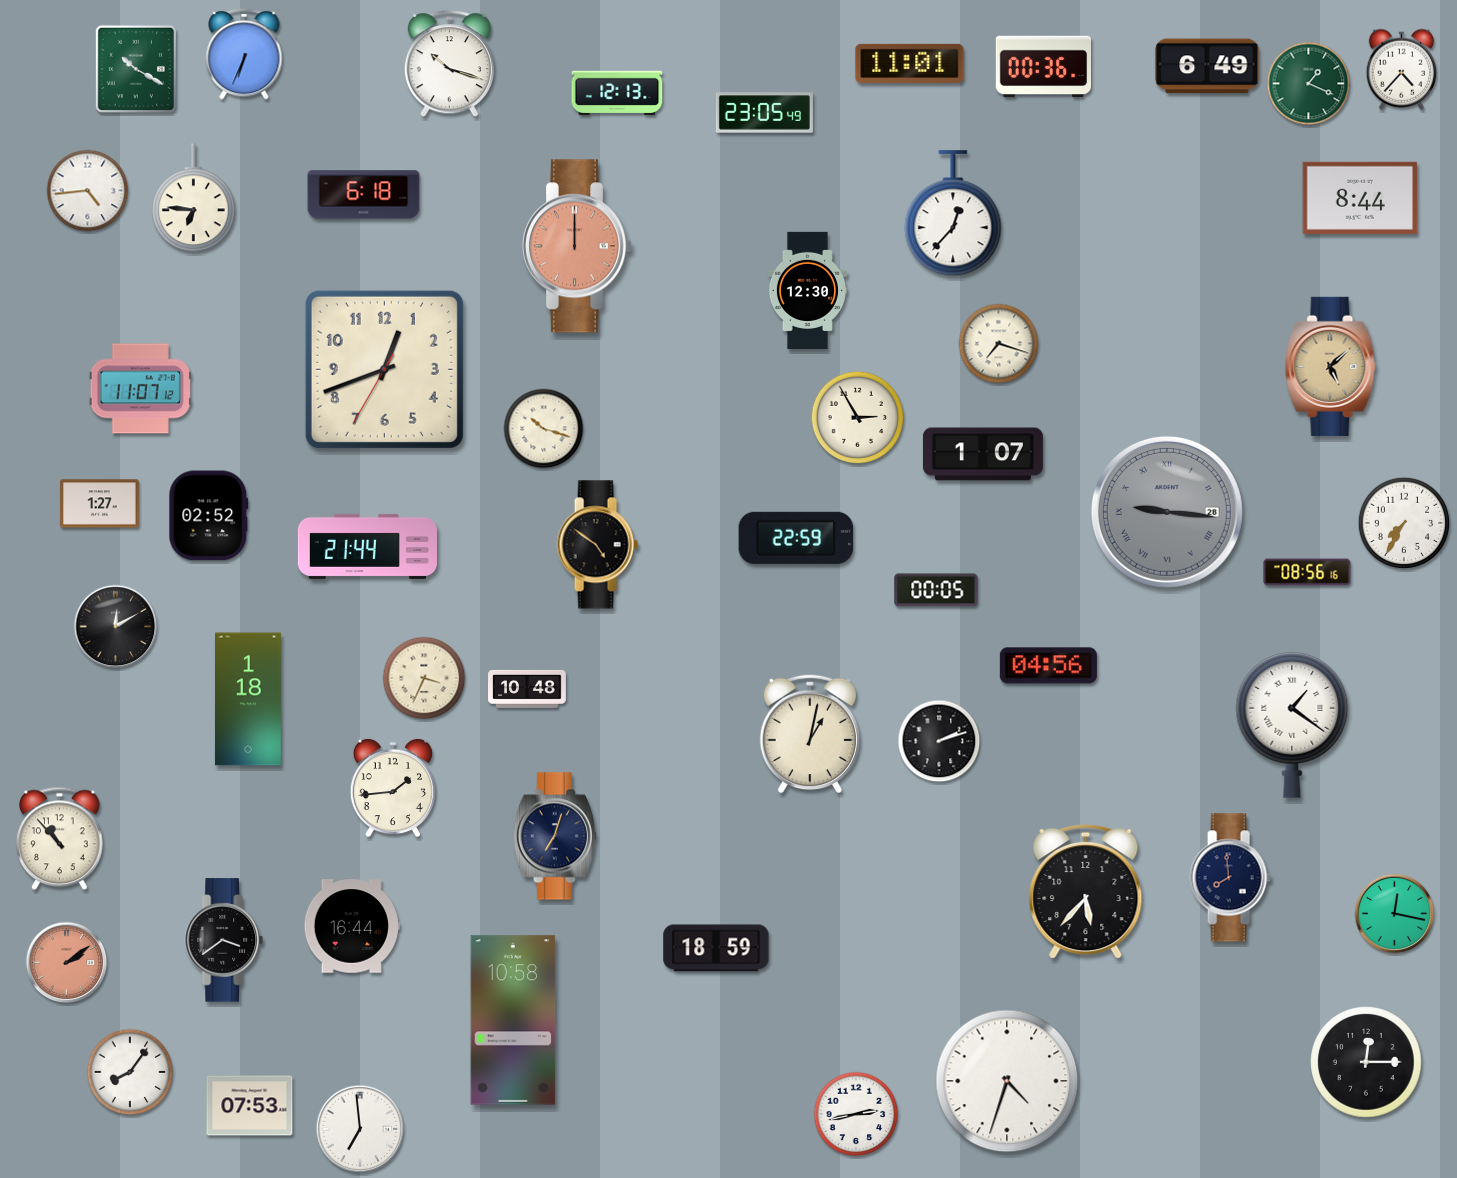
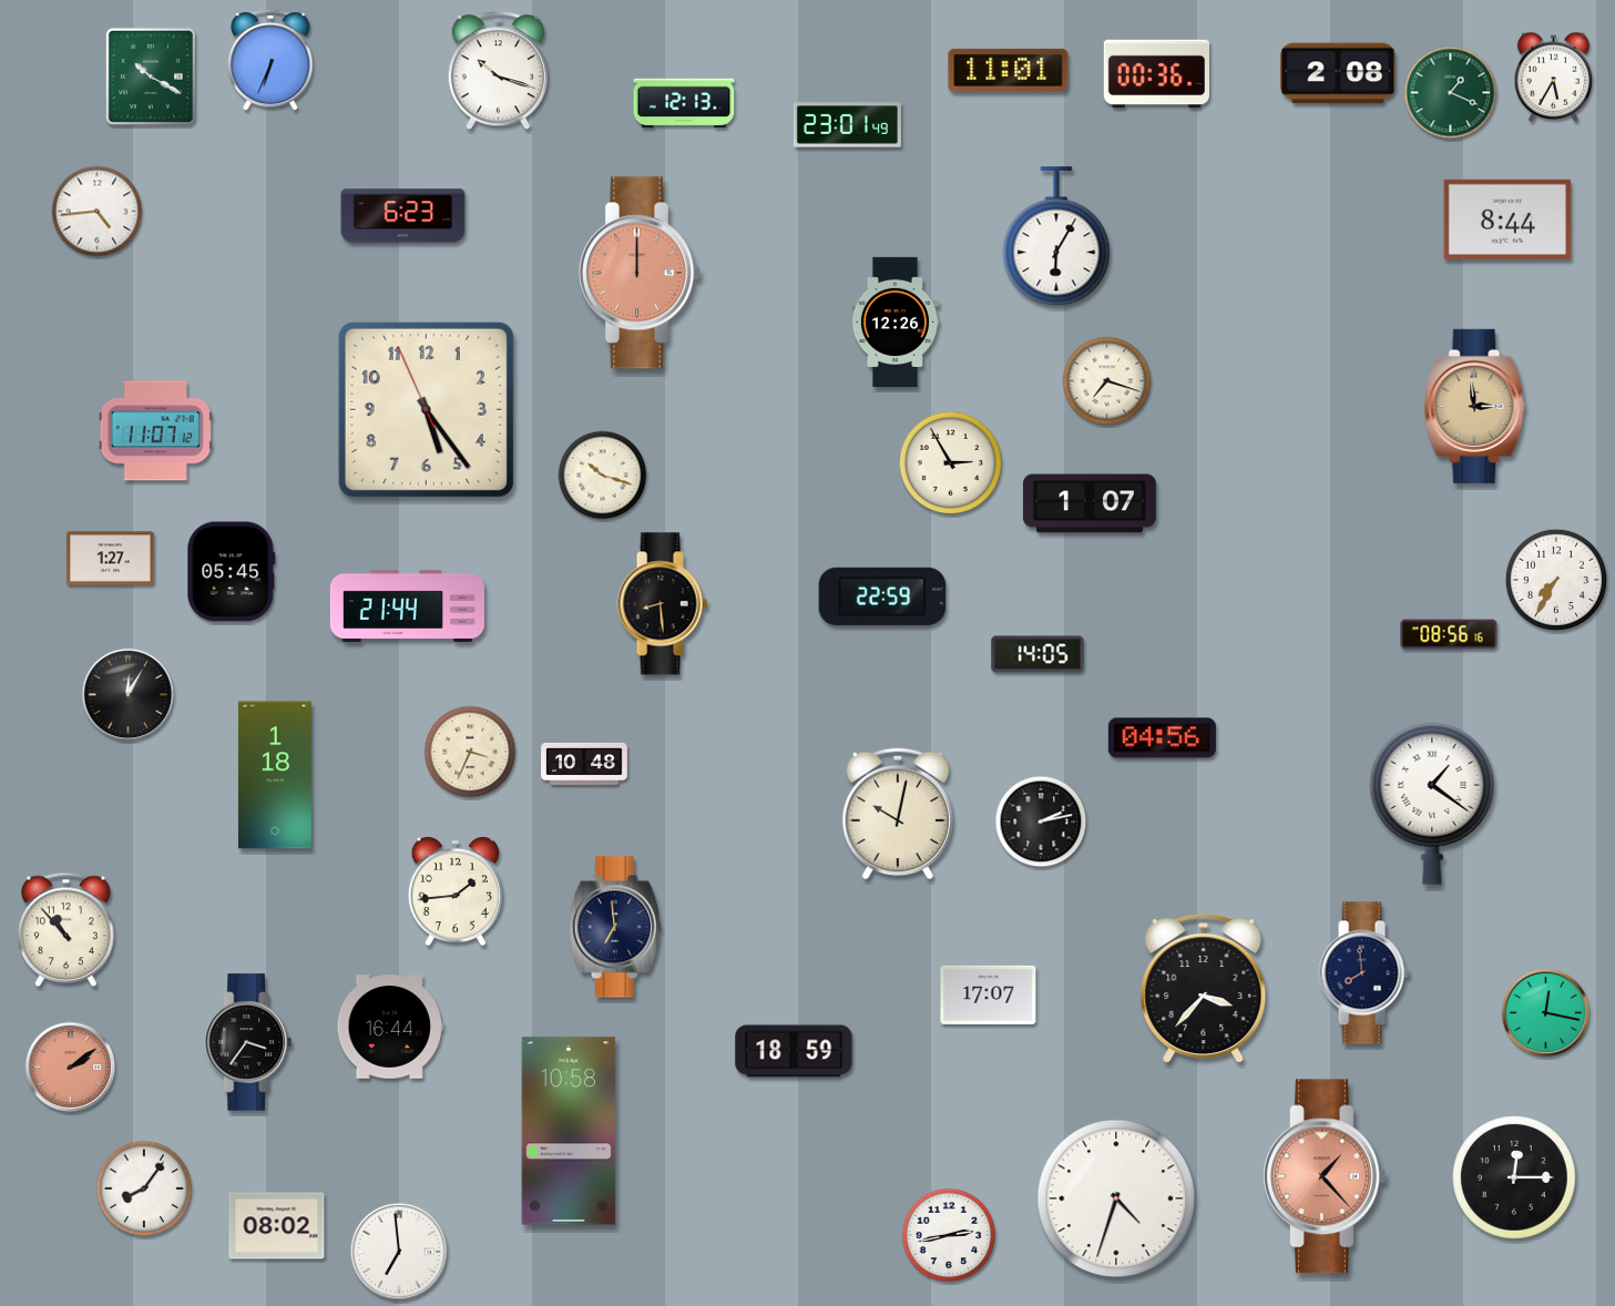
clock at (1207, 66): 6:49 -> 2:08
clock at (1402, 69): 4:37 -> 5:35
clock at (764, 113): 23:05 -> 23:01
clock at (364, 195): 6:18 -> 6:23
clock at (194, 198): 6:46 -> none
clock at (953, 214): 12:37 -> 6:05
clock at (807, 290): 12:30 -> 12:26
clock at (1331, 366): 5:08 -> 2:59
clock at (384, 369): 12:41 -> 5:23
clock at (1167, 512): 9:16 -> none
clock at (209, 516): 02:52 -> 05:45
clock at (597, 545): 4:51 -> 8:29
clock at (936, 590): 00:05 -> 14:05
clock at (116, 627): 12:10 -> 12:05
clock at (809, 734): 1:02 -> 10:02
clock at (939, 741): 2:12 -> 2:13
clock at (393, 788) position: (393, 788) -> (456, 891)
clock at (555, 836): 7:03 -> 6:59
clock at (1086, 892): 5:37 -> 3:37
clock at (989, 994): none -> 17:07
clock at (224, 940): 3:39 -> 3:36
clock at (67, 963) position: (67, 963) -> (71, 1068)
clock at (1325, 1176): none -> 1:23
clock at (250, 1106): 07:53 -> 08:02
